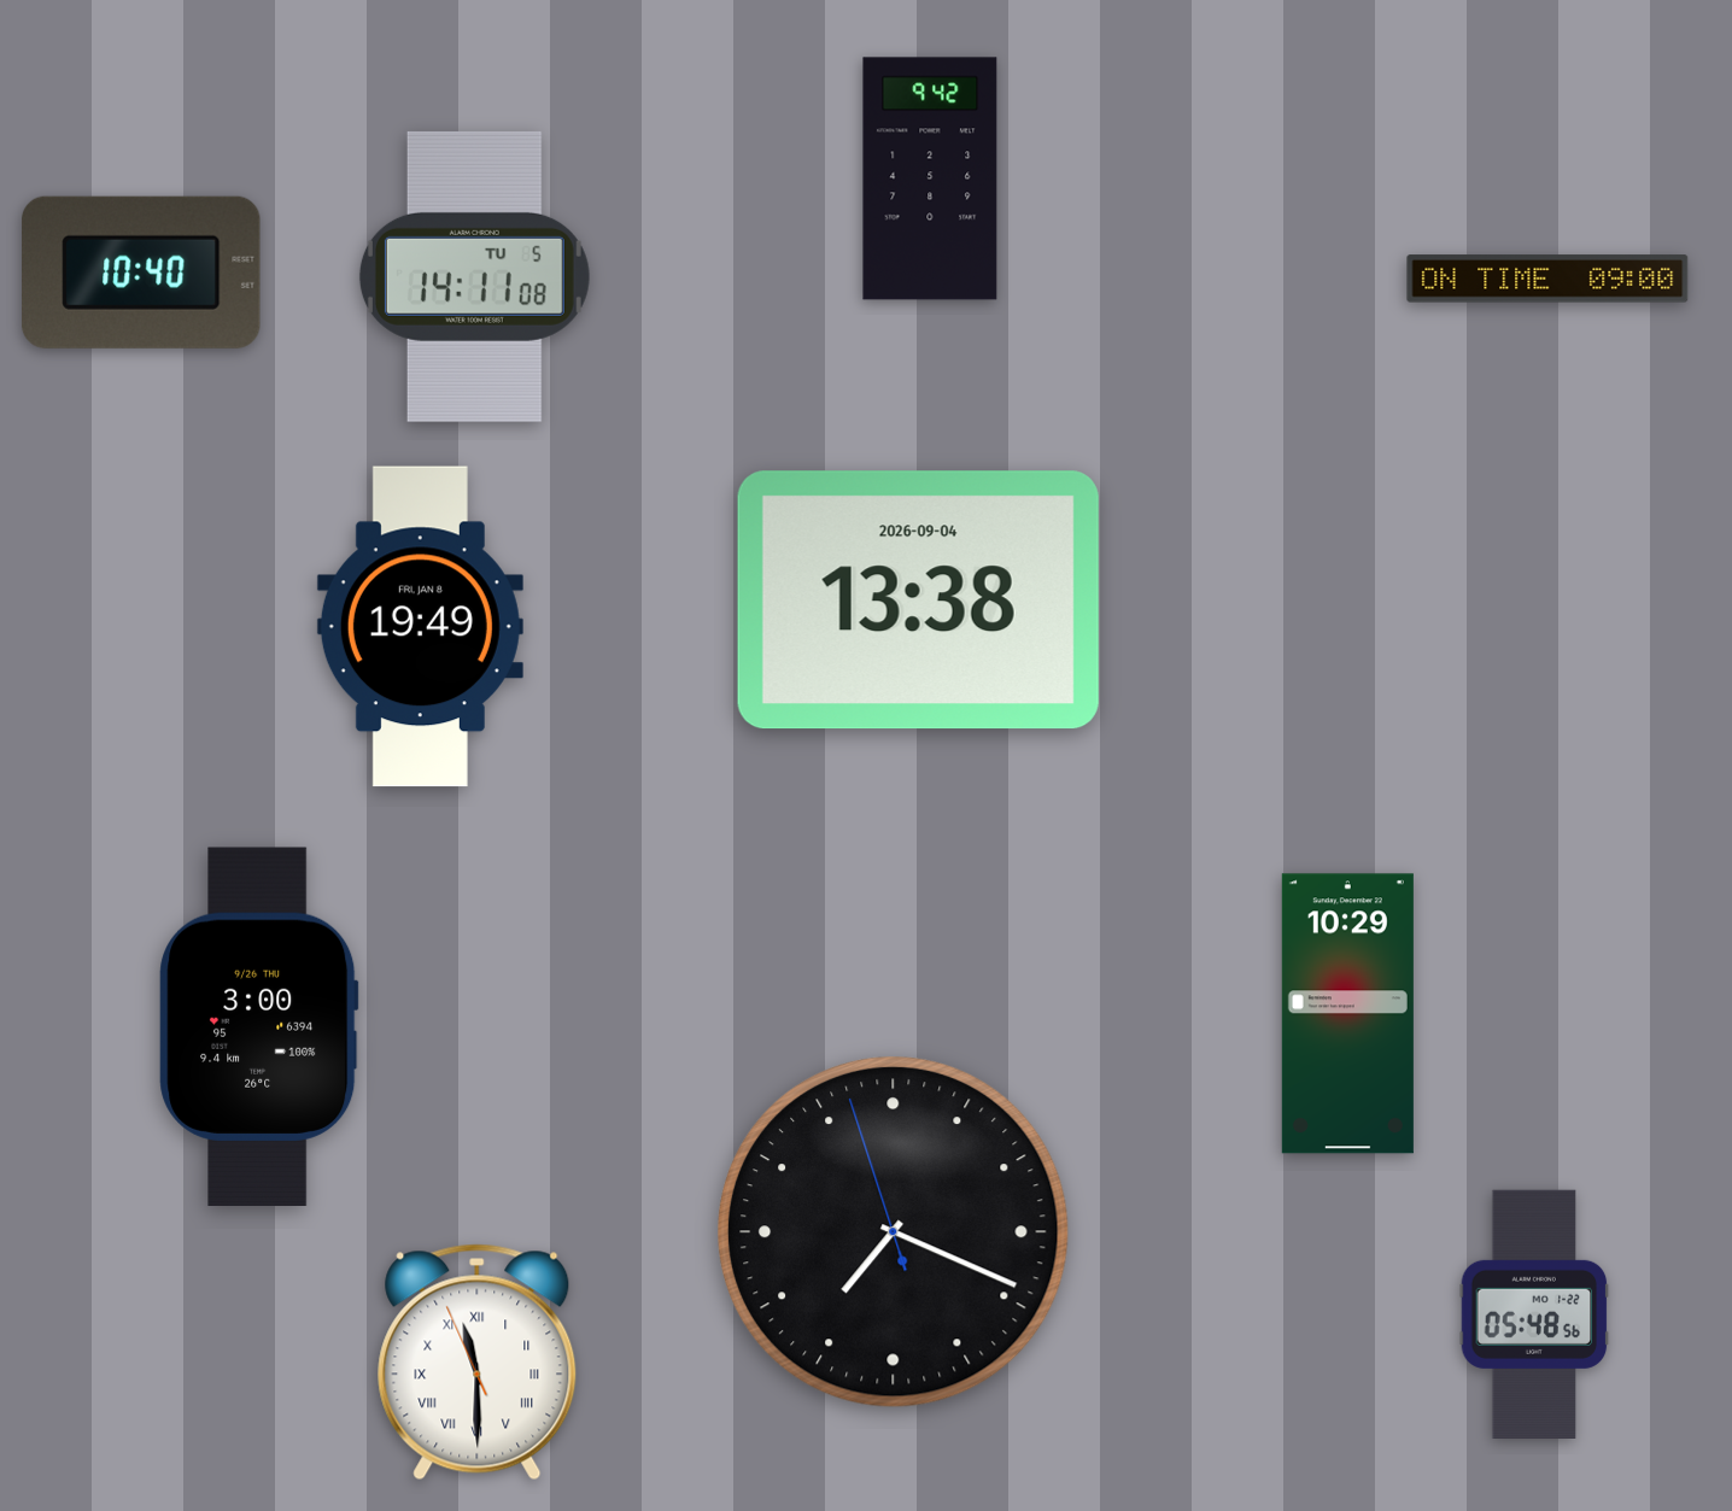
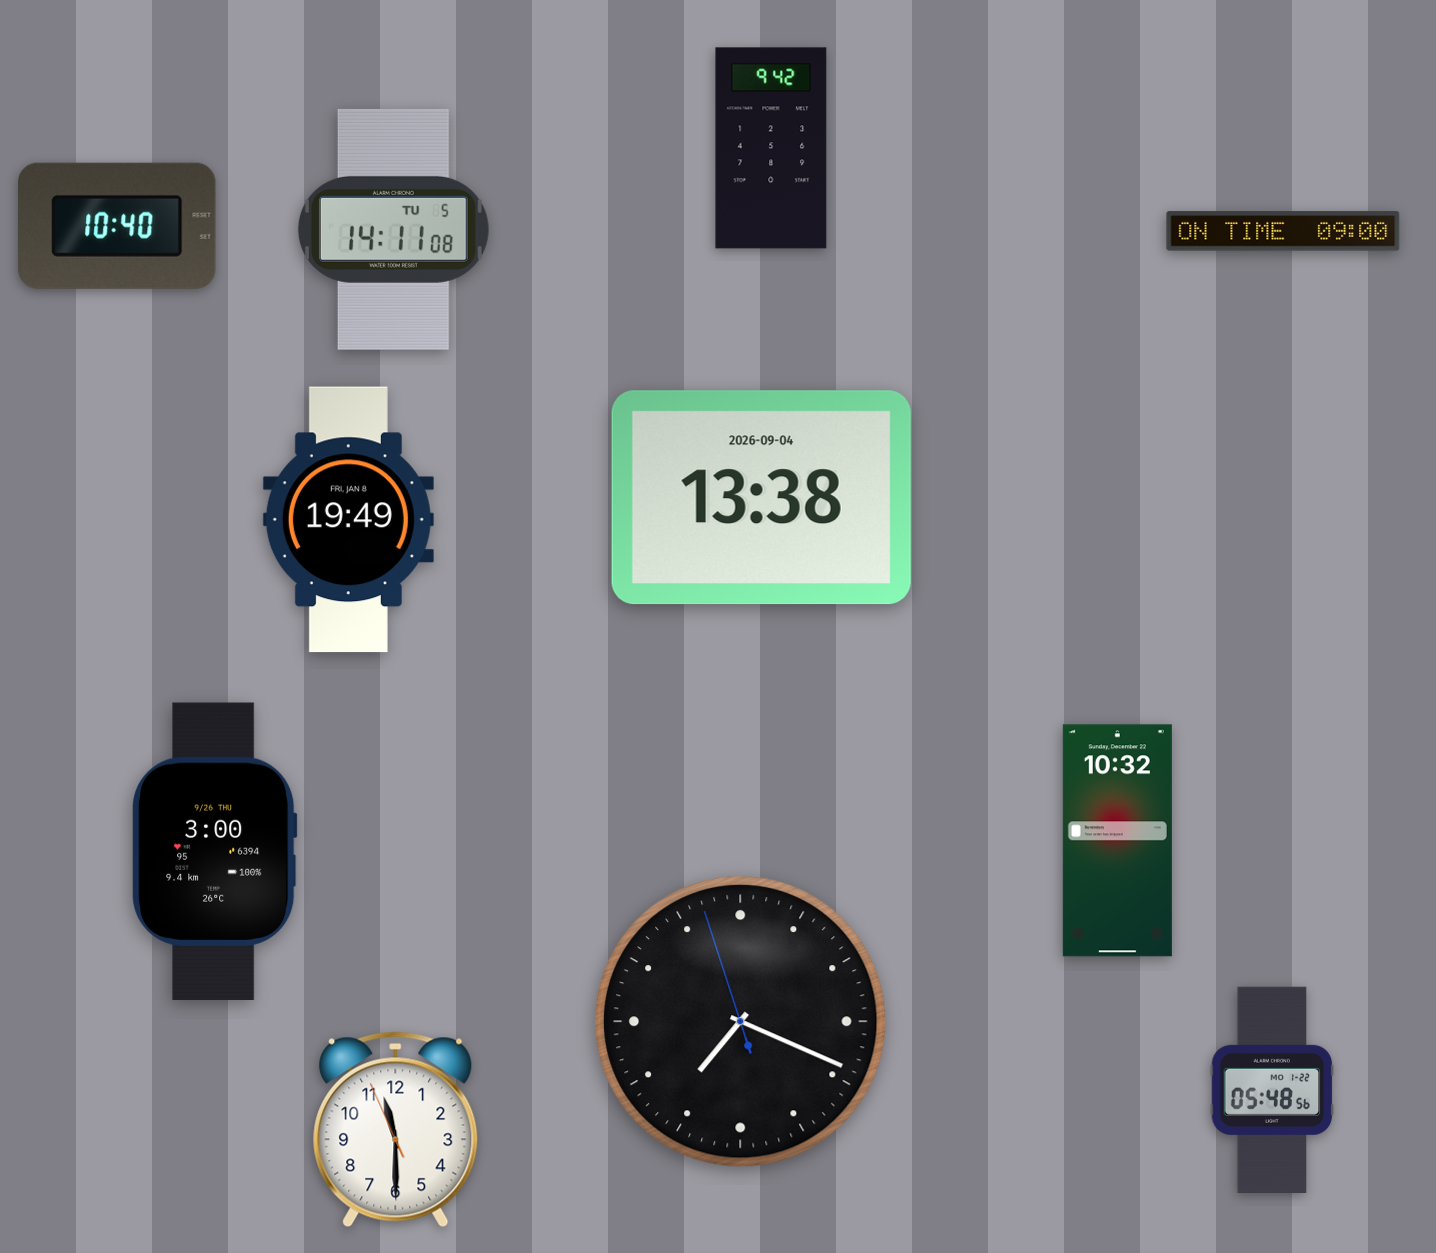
clock at (1347, 1014): 10:29 -> 10:32
clock at (478, 1363) numerals: Roman -> Arabic
